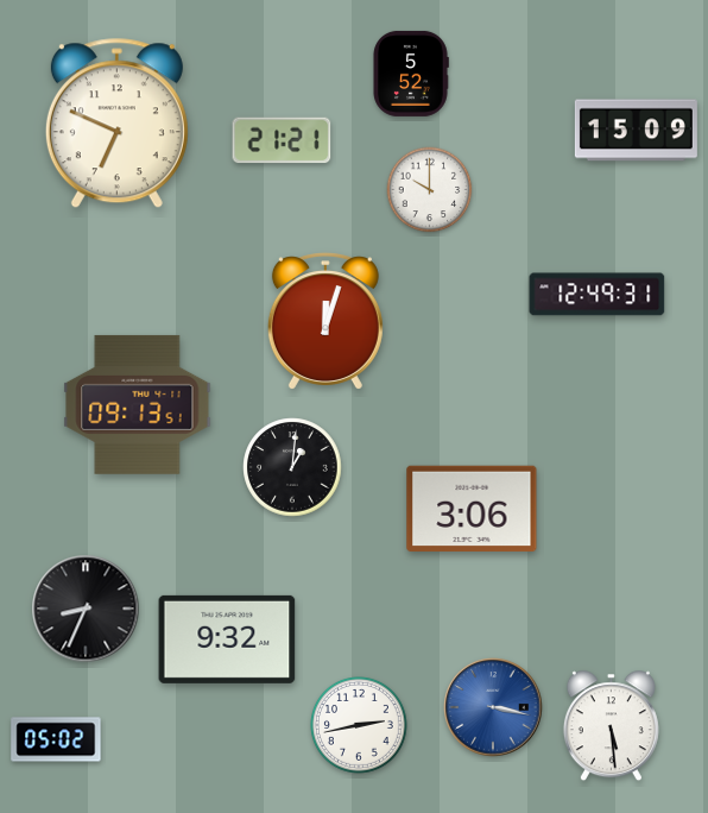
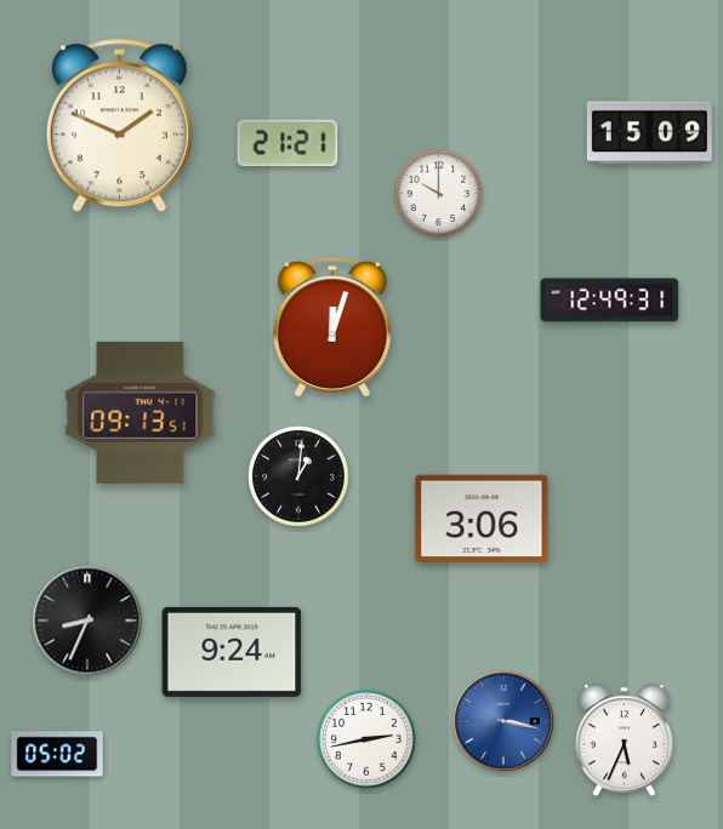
clock at (411, 74): 5:52 -> none
clock at (116, 124): 6:49 -> 1:49
clock at (227, 639): 9:32 -> 9:24
clock at (611, 726): 5:29 -> 5:34
